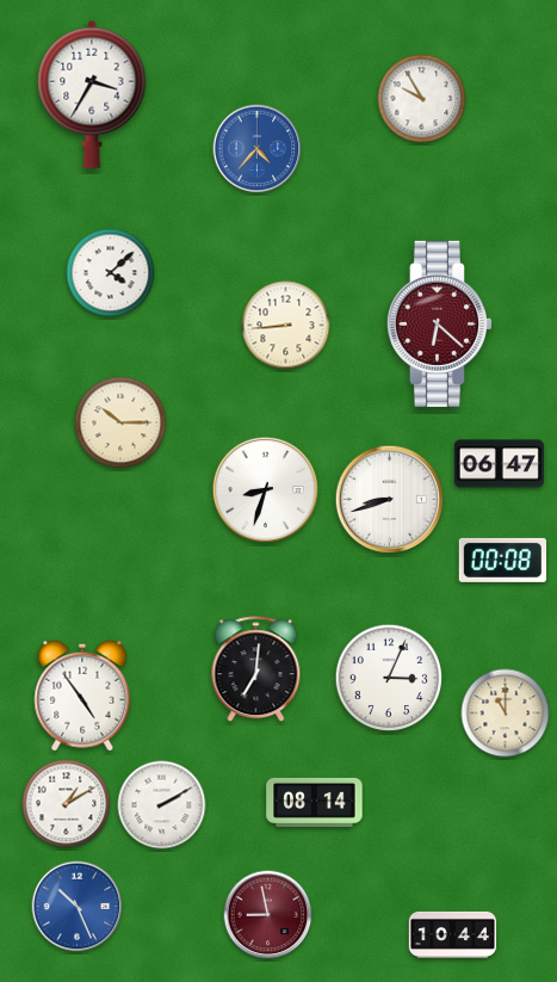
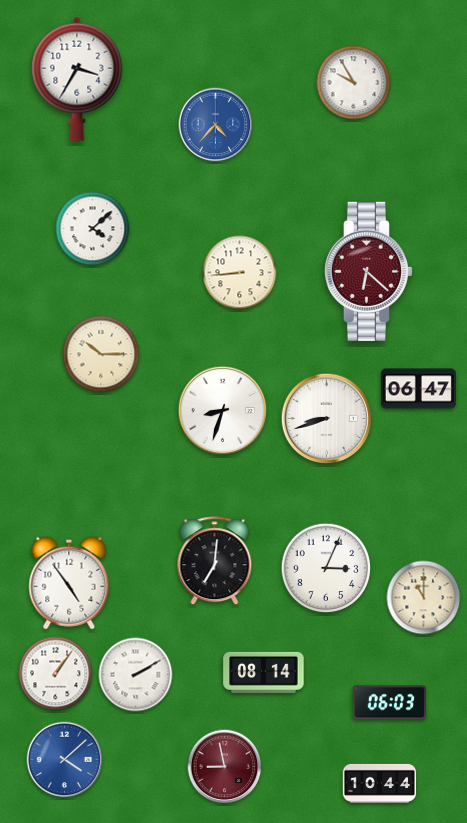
clock at (502, 560): 00:08 -> none
clock at (67, 804): 1:10 -> 1:06
clock at (389, 703): none -> 06:03
clock at (78, 907): 10:26 -> 4:08
